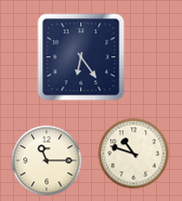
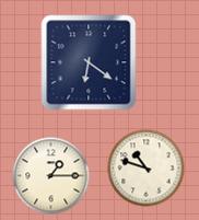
clock at (81, 57): 6:24 -> 6:21
clock at (47, 161): 11:15 -> 1:15
